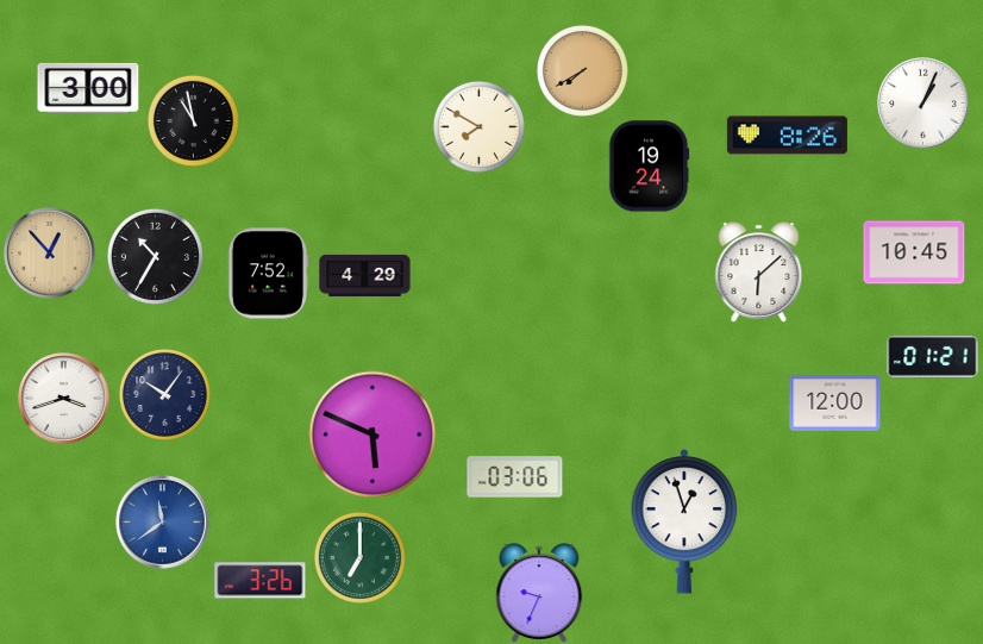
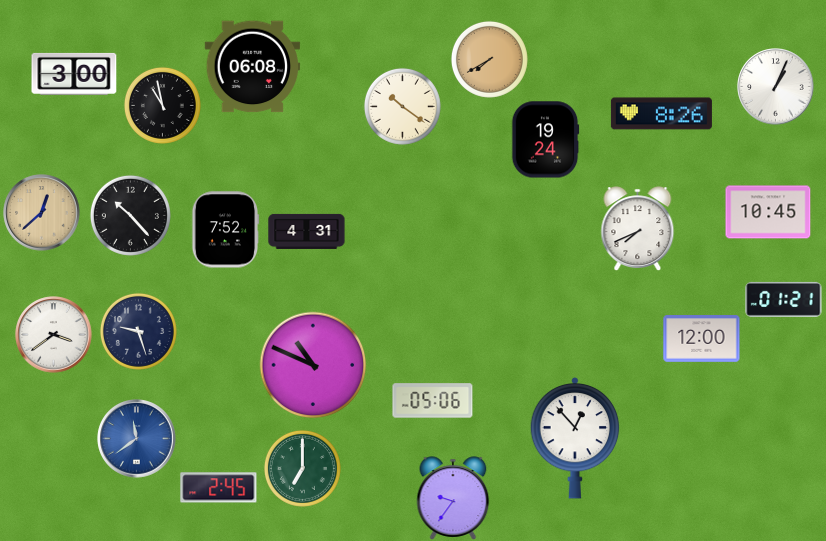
clock at (253, 67): none -> 06:08
clock at (193, 120) position: (193, 120) -> (162, 105)
clock at (478, 126): 7:50 -> 10:21
clock at (50, 254): 12:53 -> 12:38
clock at (155, 256): 10:35 -> 10:23
clock at (759, 271): 6:08 -> 7:41
clock at (365, 275): 4:29 -> 4:31
clock at (164, 394): 10:06 -> 9:27
clock at (64, 399): 3:42 -> 3:39
clock at (372, 434): 5:49 -> 10:49
clock at (515, 477): 03:06 -> 05:06
clock at (684, 521): 12:57 -> 12:53
clock at (261, 581): 3:26 -> 2:45
clock at (539, 593): 9:34 -> 9:36
